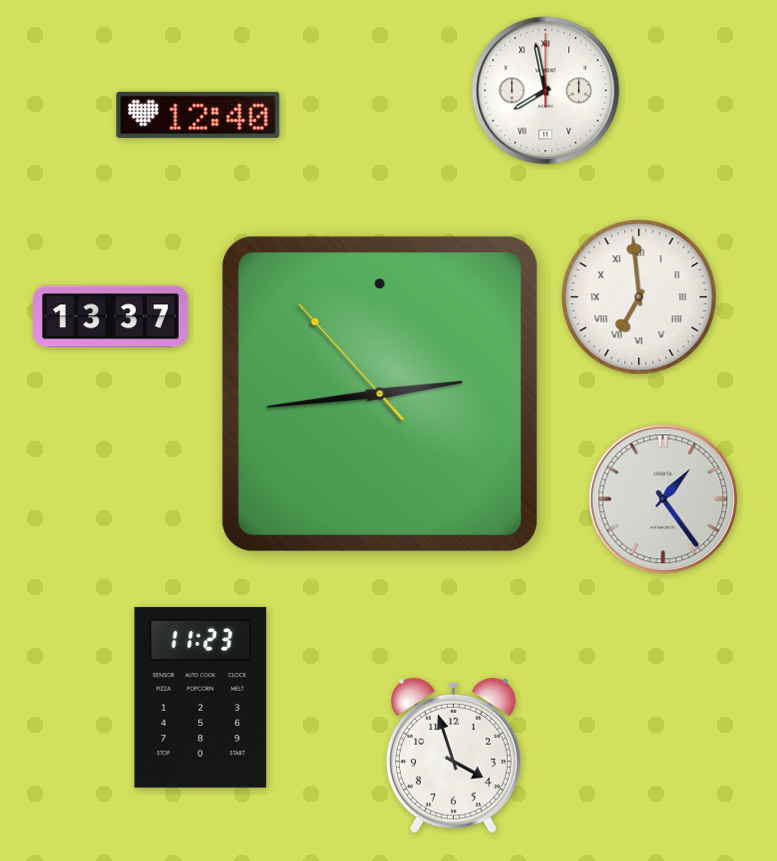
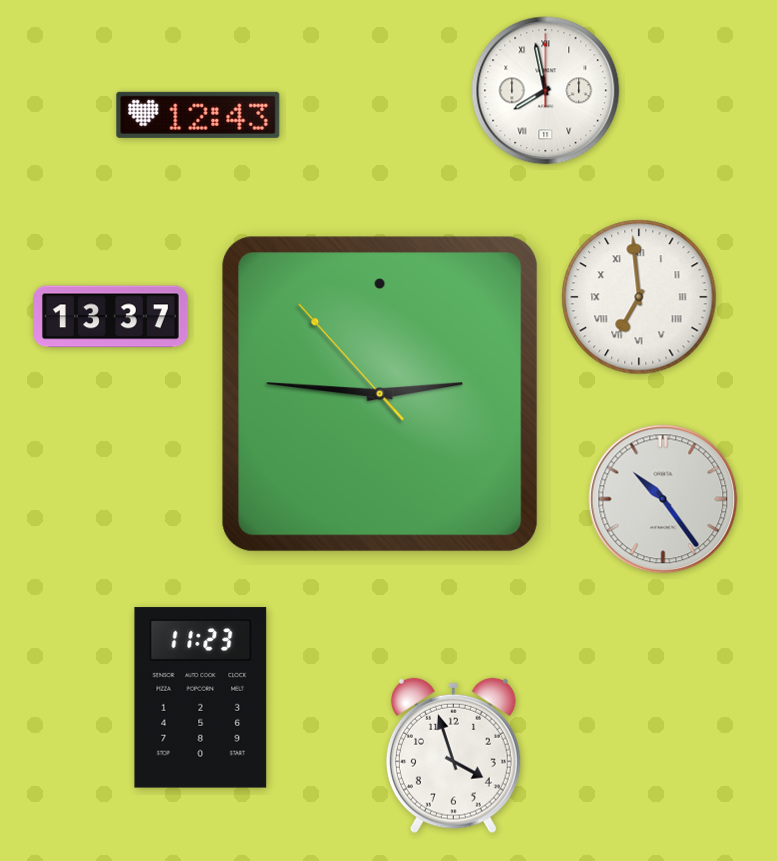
clock at (198, 115): 12:40 -> 12:43
clock at (380, 394): 2:43 -> 2:45
clock at (663, 499): 1:24 -> 10:24
